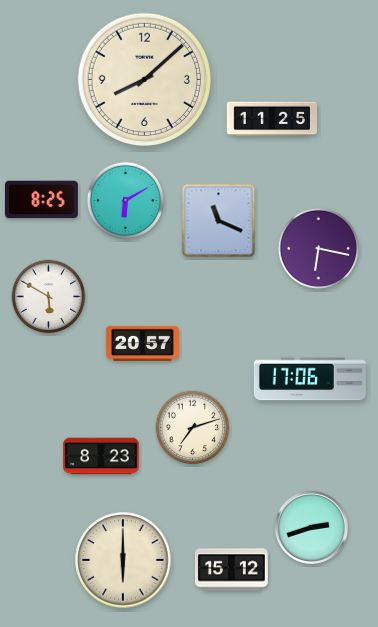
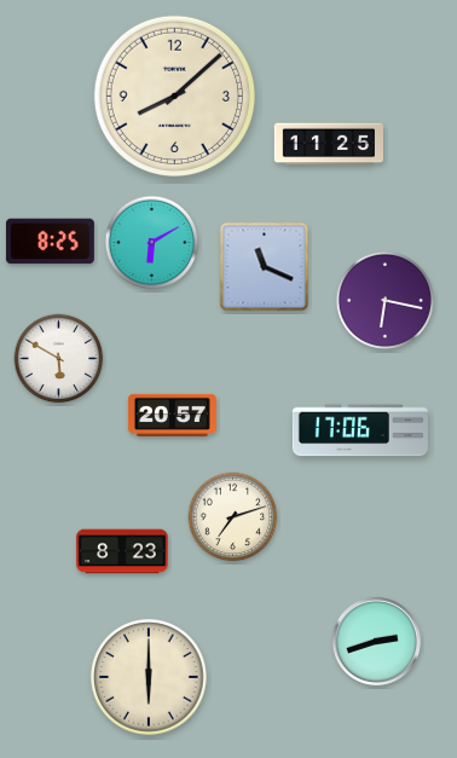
clock at (310, 379) position: (310, 379) -> (360, 430)
clock at (311, 527) position: (311, 527) -> (376, 641)
clock at (231, 570): 15:12 -> none
